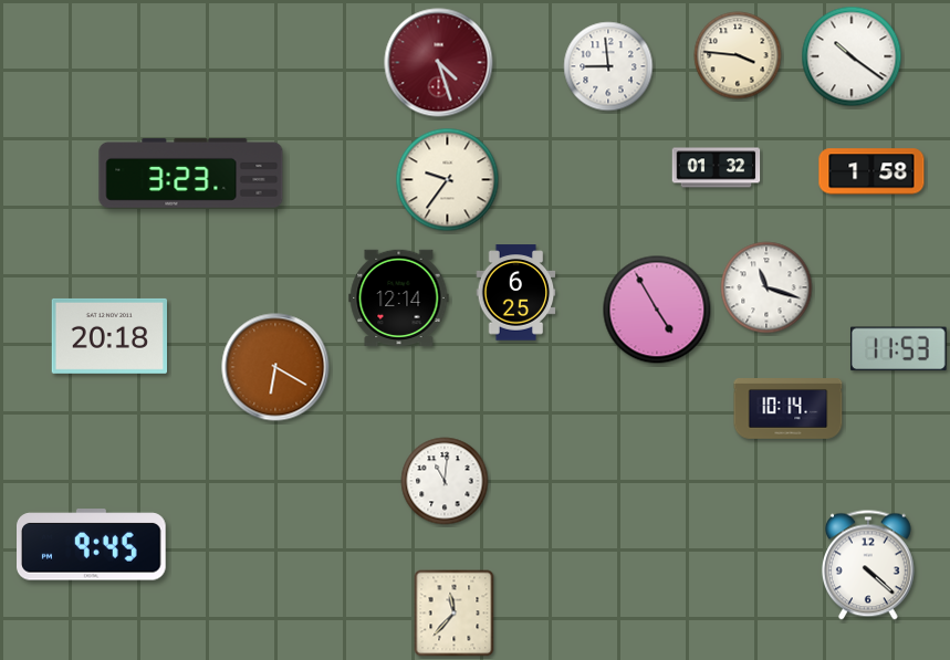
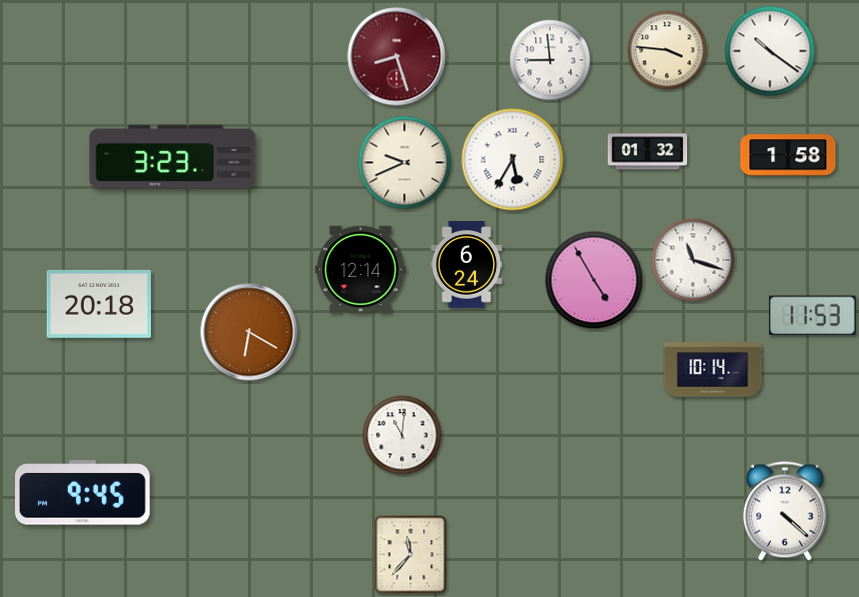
clock at (439, 63): 4:27 -> 8:27
clock at (513, 160): none -> 5:35
clock at (448, 180): 9:36 -> 9:41
clock at (516, 293): 6:25 -> 6:24
